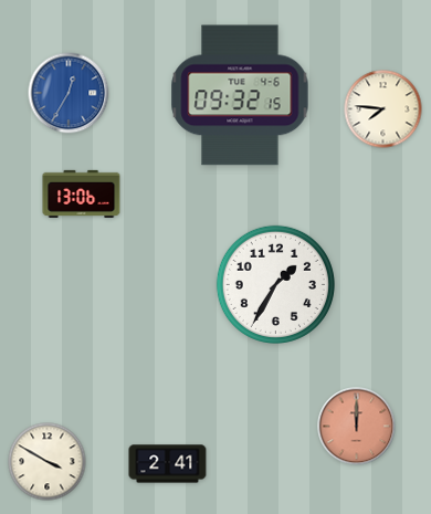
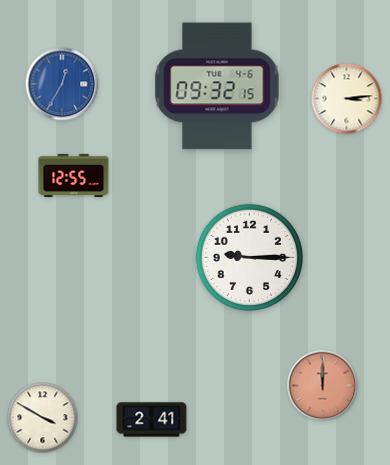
clock at (383, 109): 7:46 -> 3:14
clock at (82, 193): 13:06 -> 12:55
clock at (275, 284): 1:35 -> 9:15
